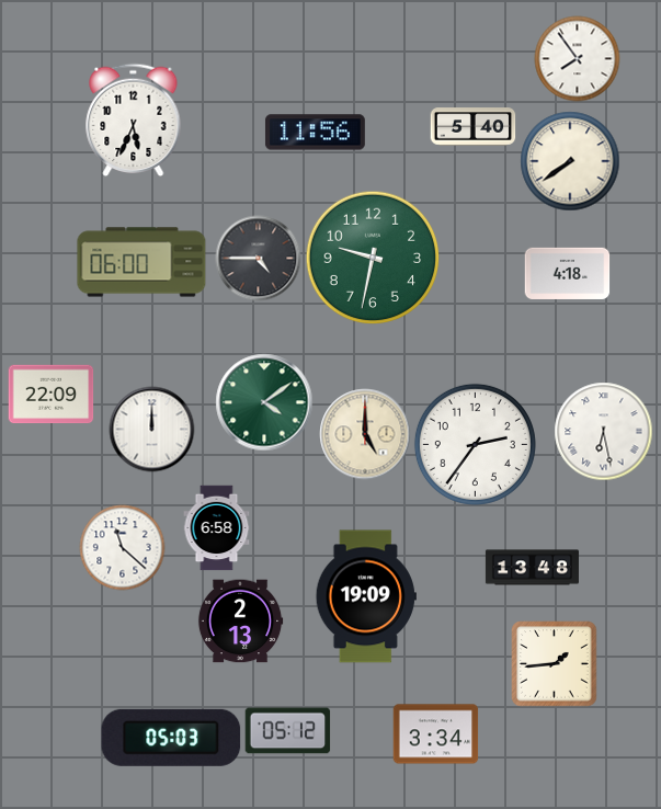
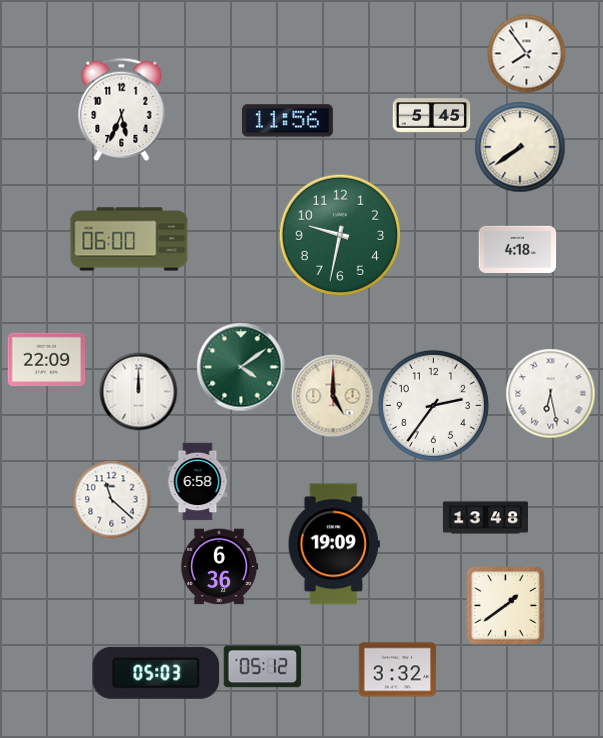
clock at (472, 127): 5:40 -> 5:45
clock at (258, 258): 4:45 -> none
clock at (240, 622): 2:13 -> 6:36
clock at (554, 663): 1:44 -> 1:39
clock at (435, 734): 3:34 -> 3:32
